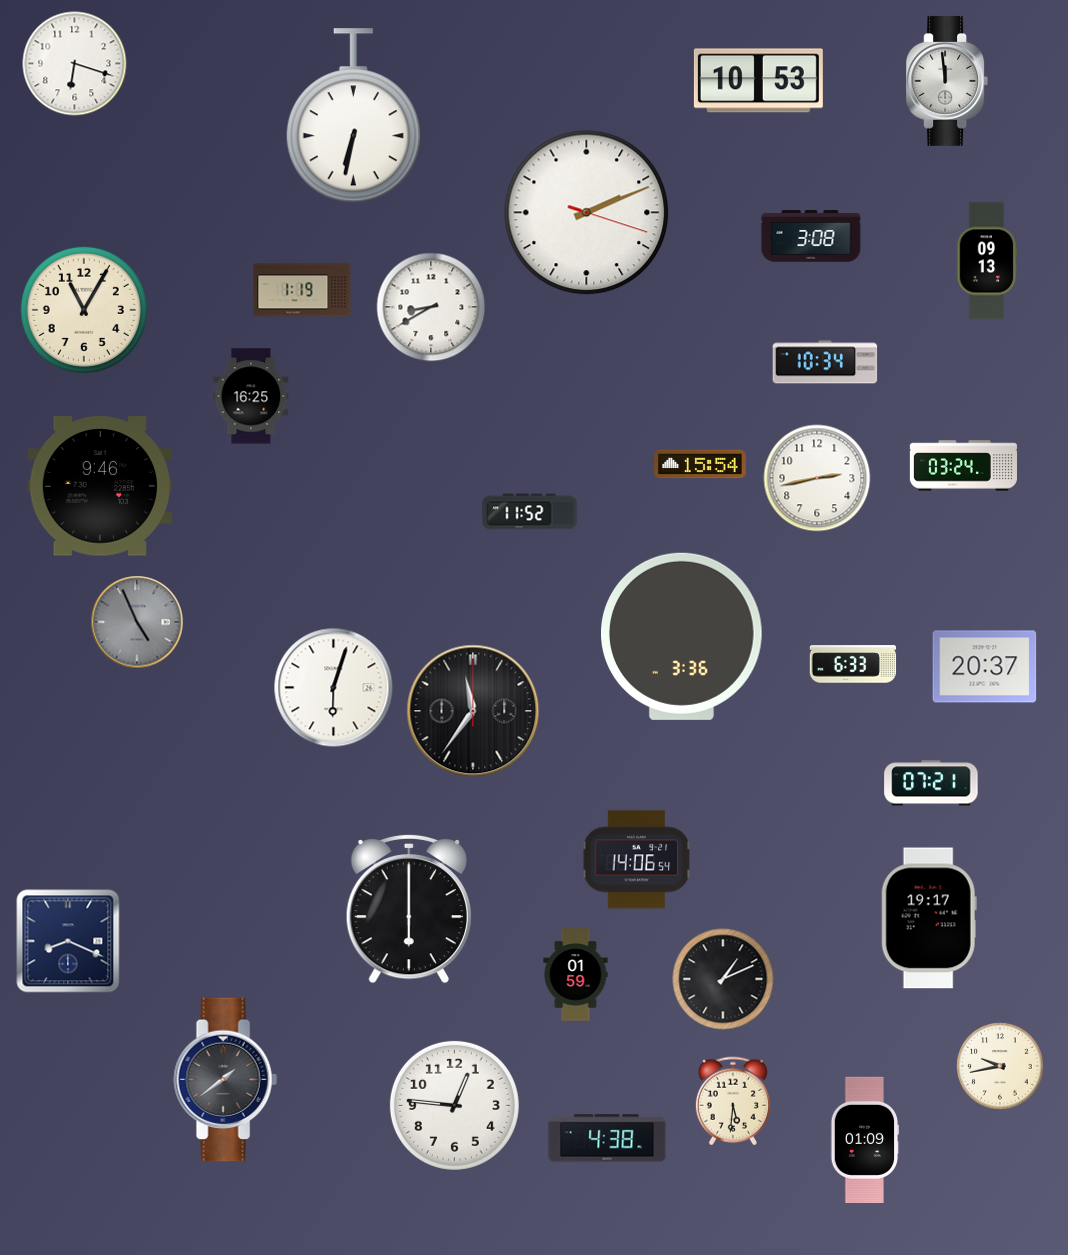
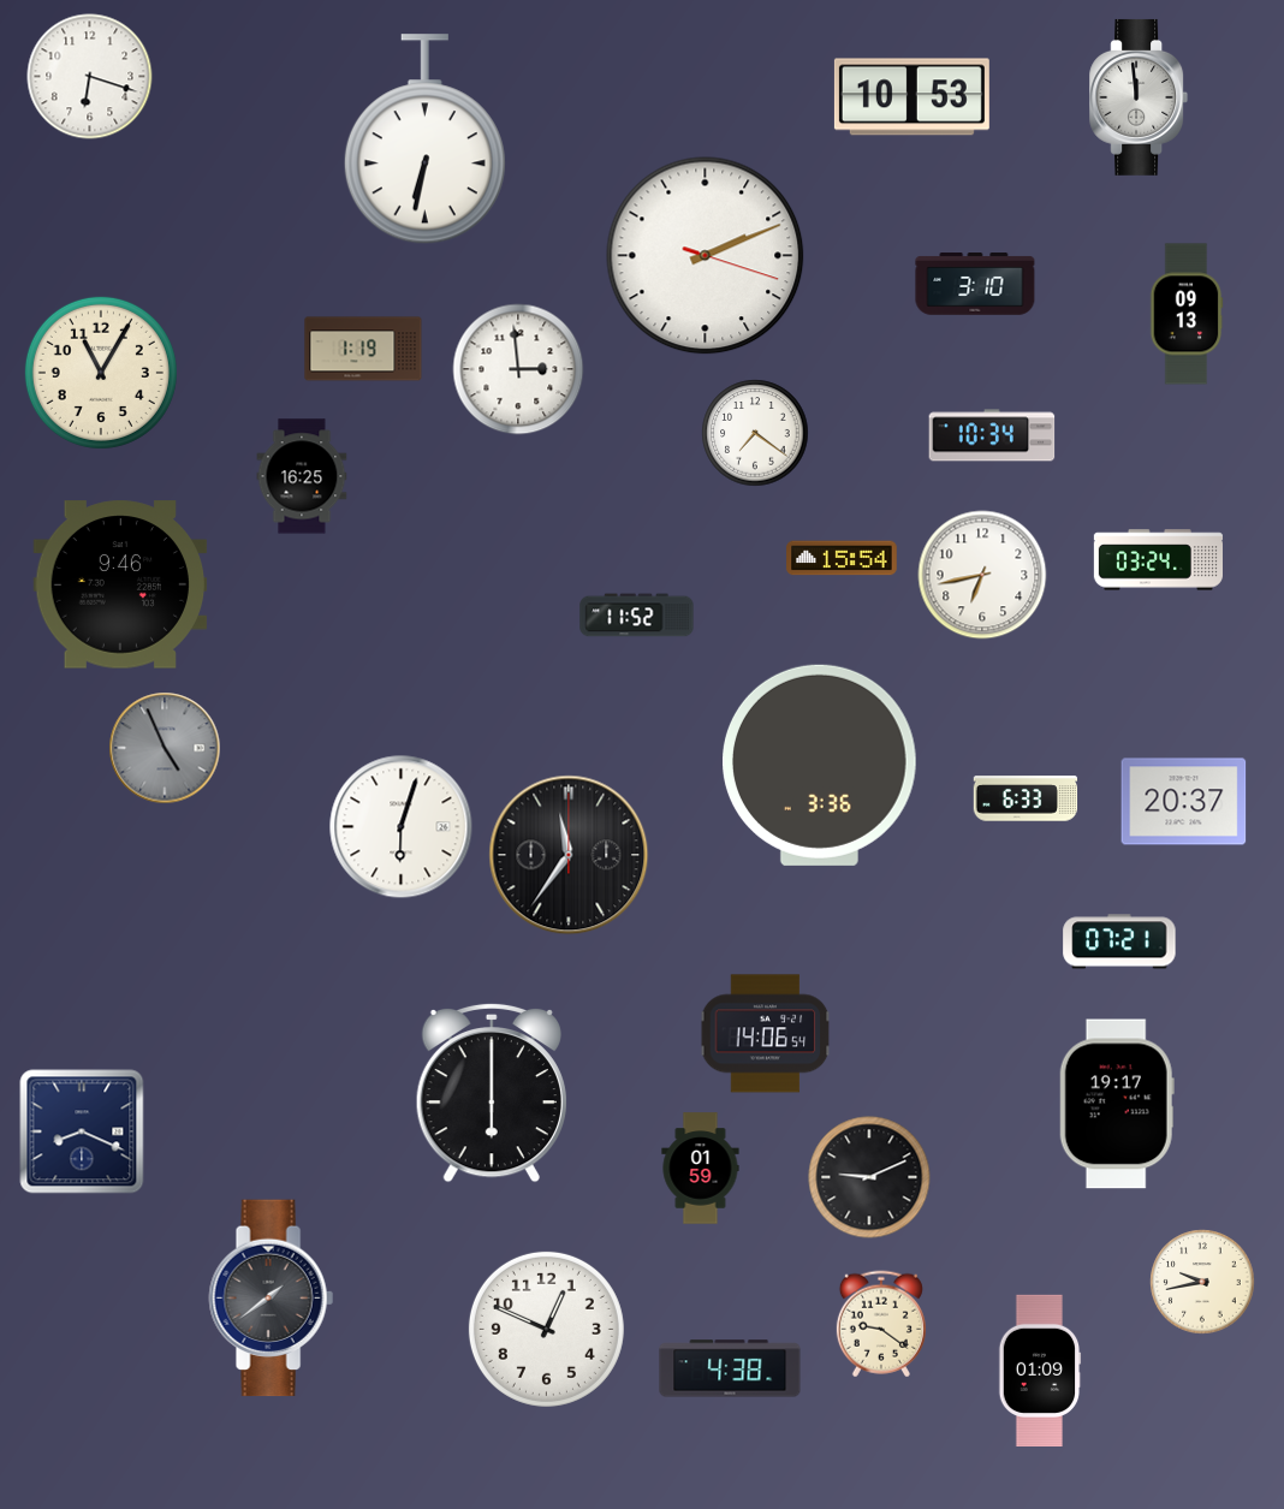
clock at (811, 236): 3:08 -> 3:10
clock at (431, 307): 8:40 -> 2:59
clock at (755, 433): none -> 7:21
clock at (817, 478): 2:43 -> 6:43
clock at (576, 975) position: (576, 975) -> (701, 1169)
clock at (723, 979): 1:11 -> 9:11
clock at (733, 1101): 5:31 -> 9:21
clock at (454, 1105): 12:46 -> 12:49
